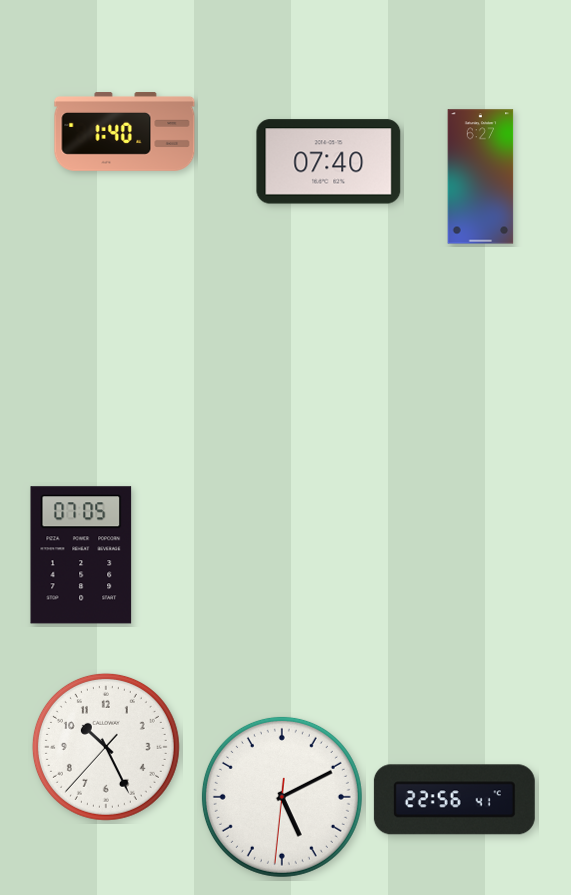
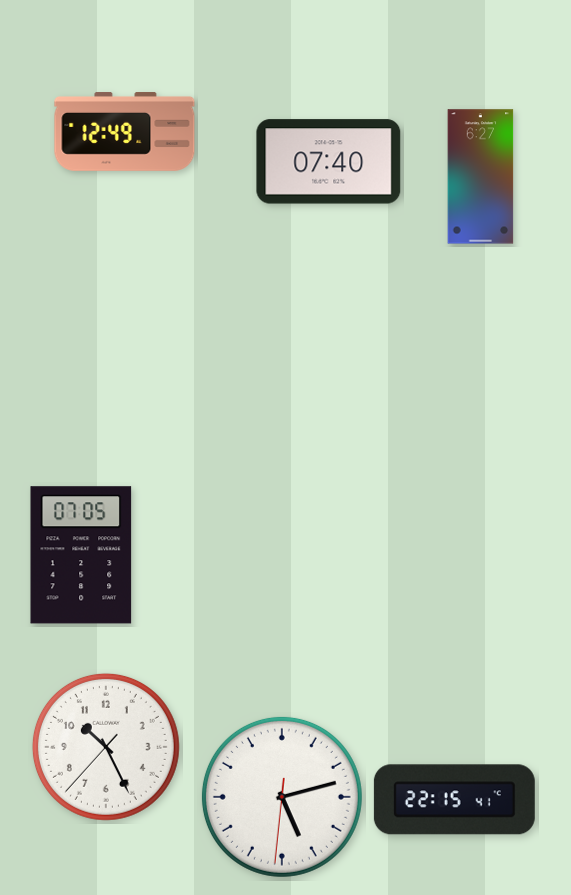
clock at (125, 132): 1:40 -> 12:49
clock at (282, 797): 5:10 -> 5:12
clock at (454, 800): 22:56 -> 22:15
